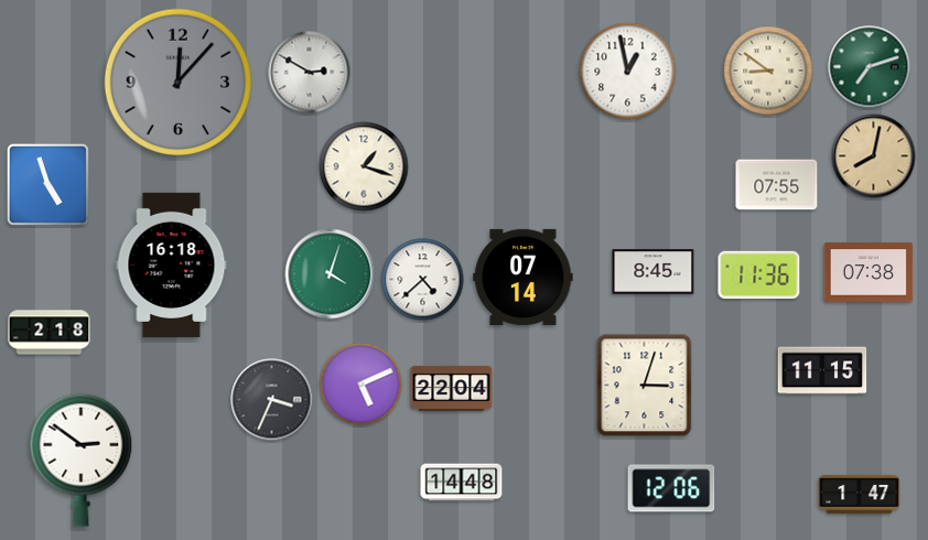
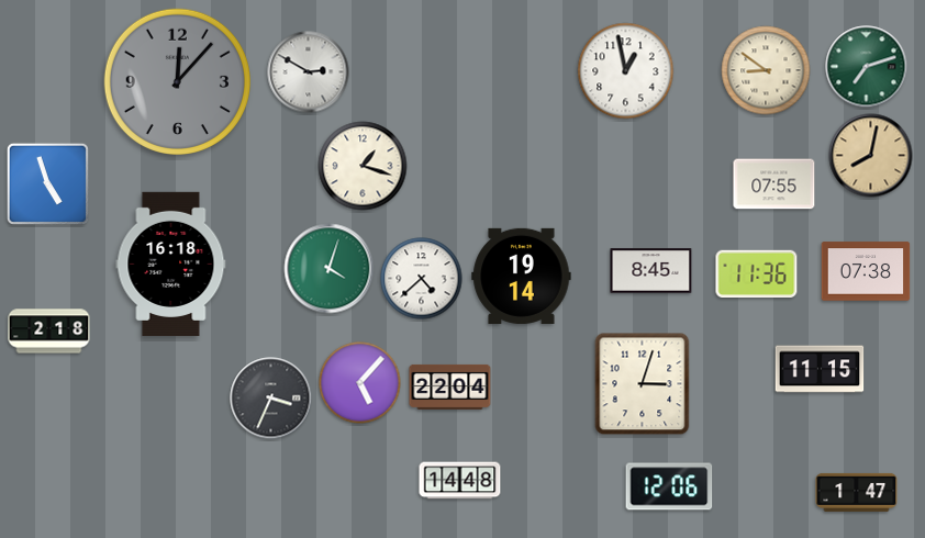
clock at (331, 274) position: (331, 274) -> (330, 269)
clock at (524, 277): 07:14 -> 19:14
clock at (362, 385): 5:11 -> 5:07
clock at (82, 460): 2:51 -> none
